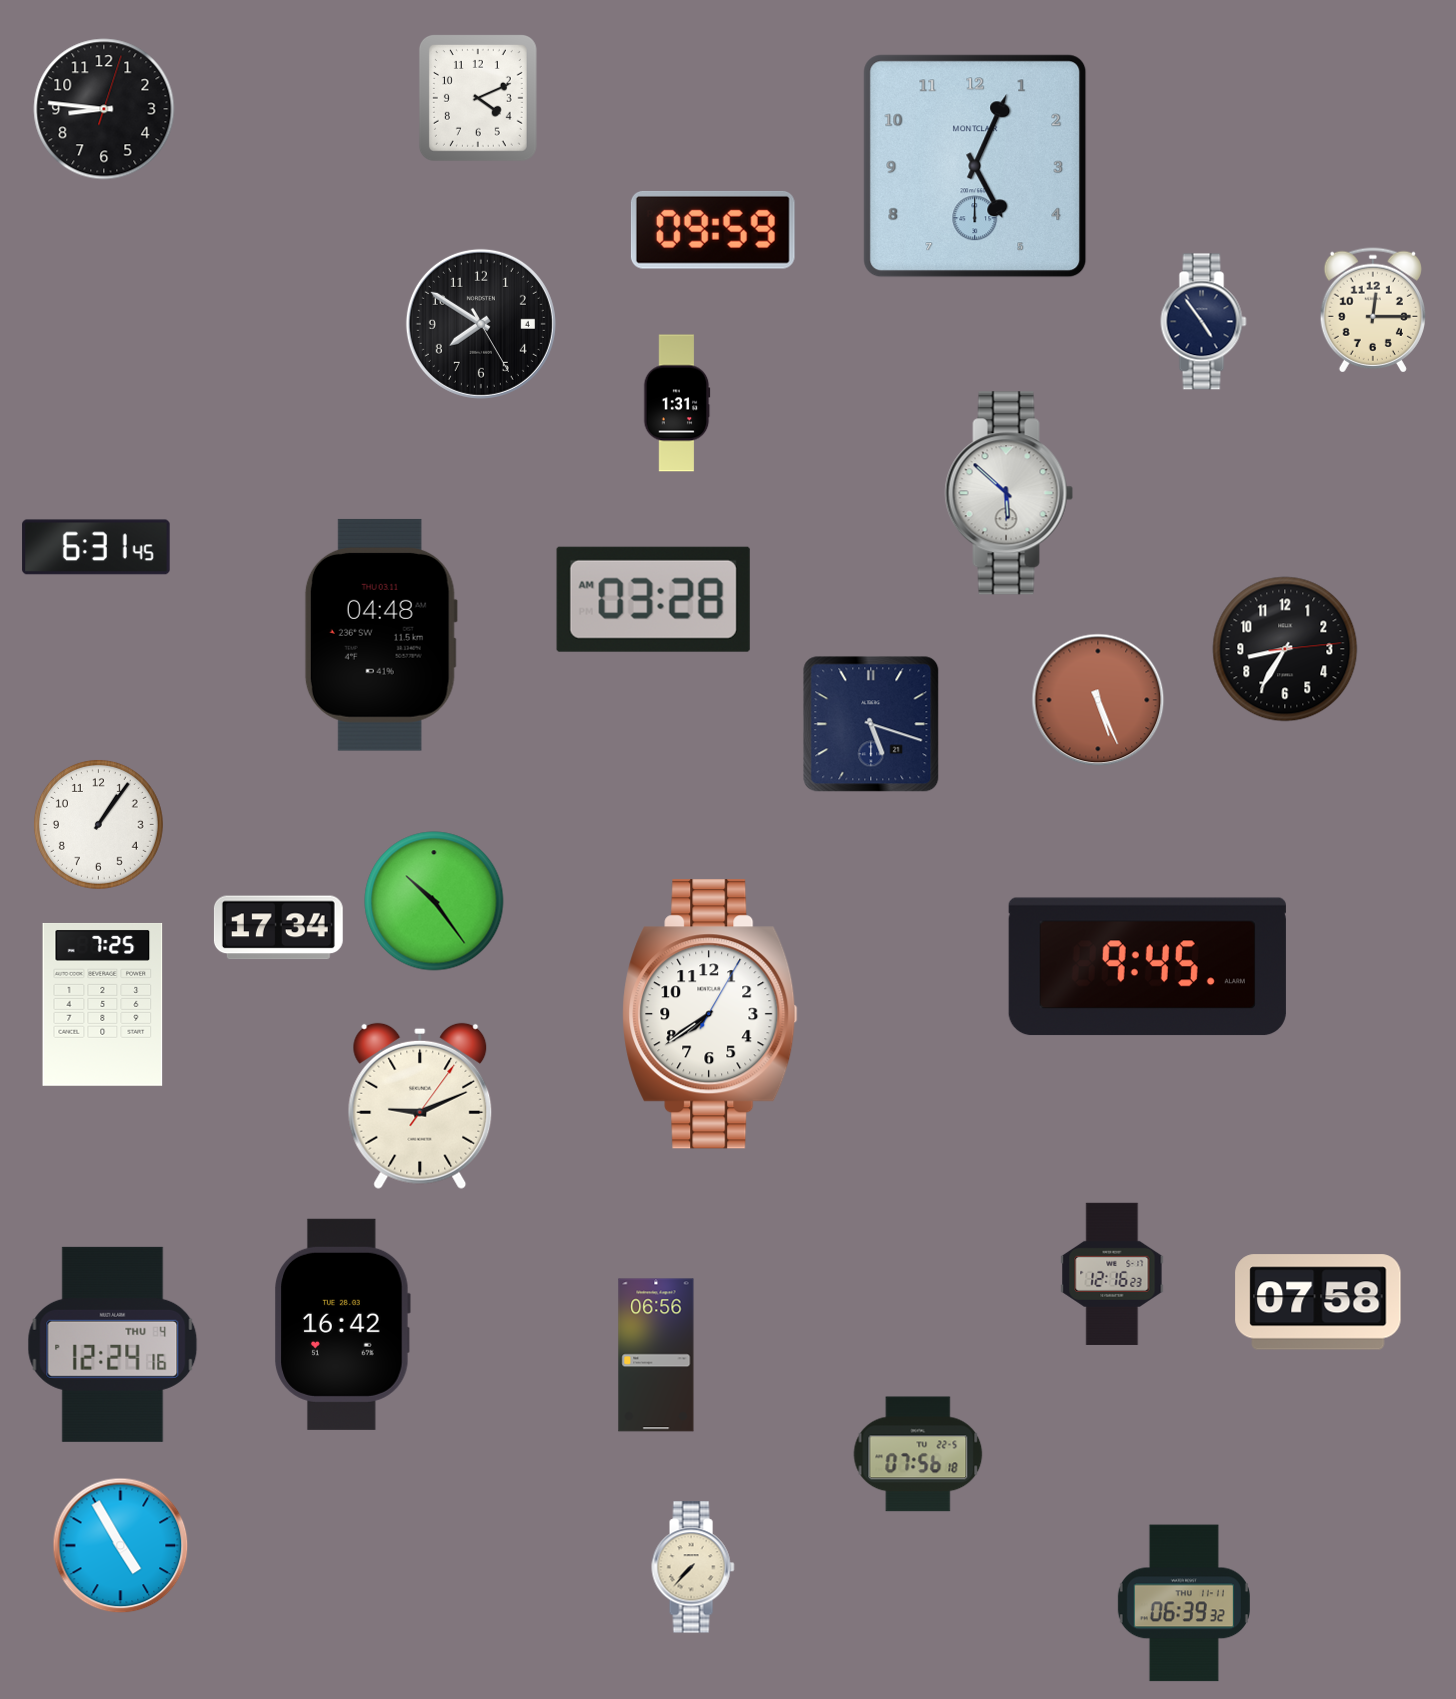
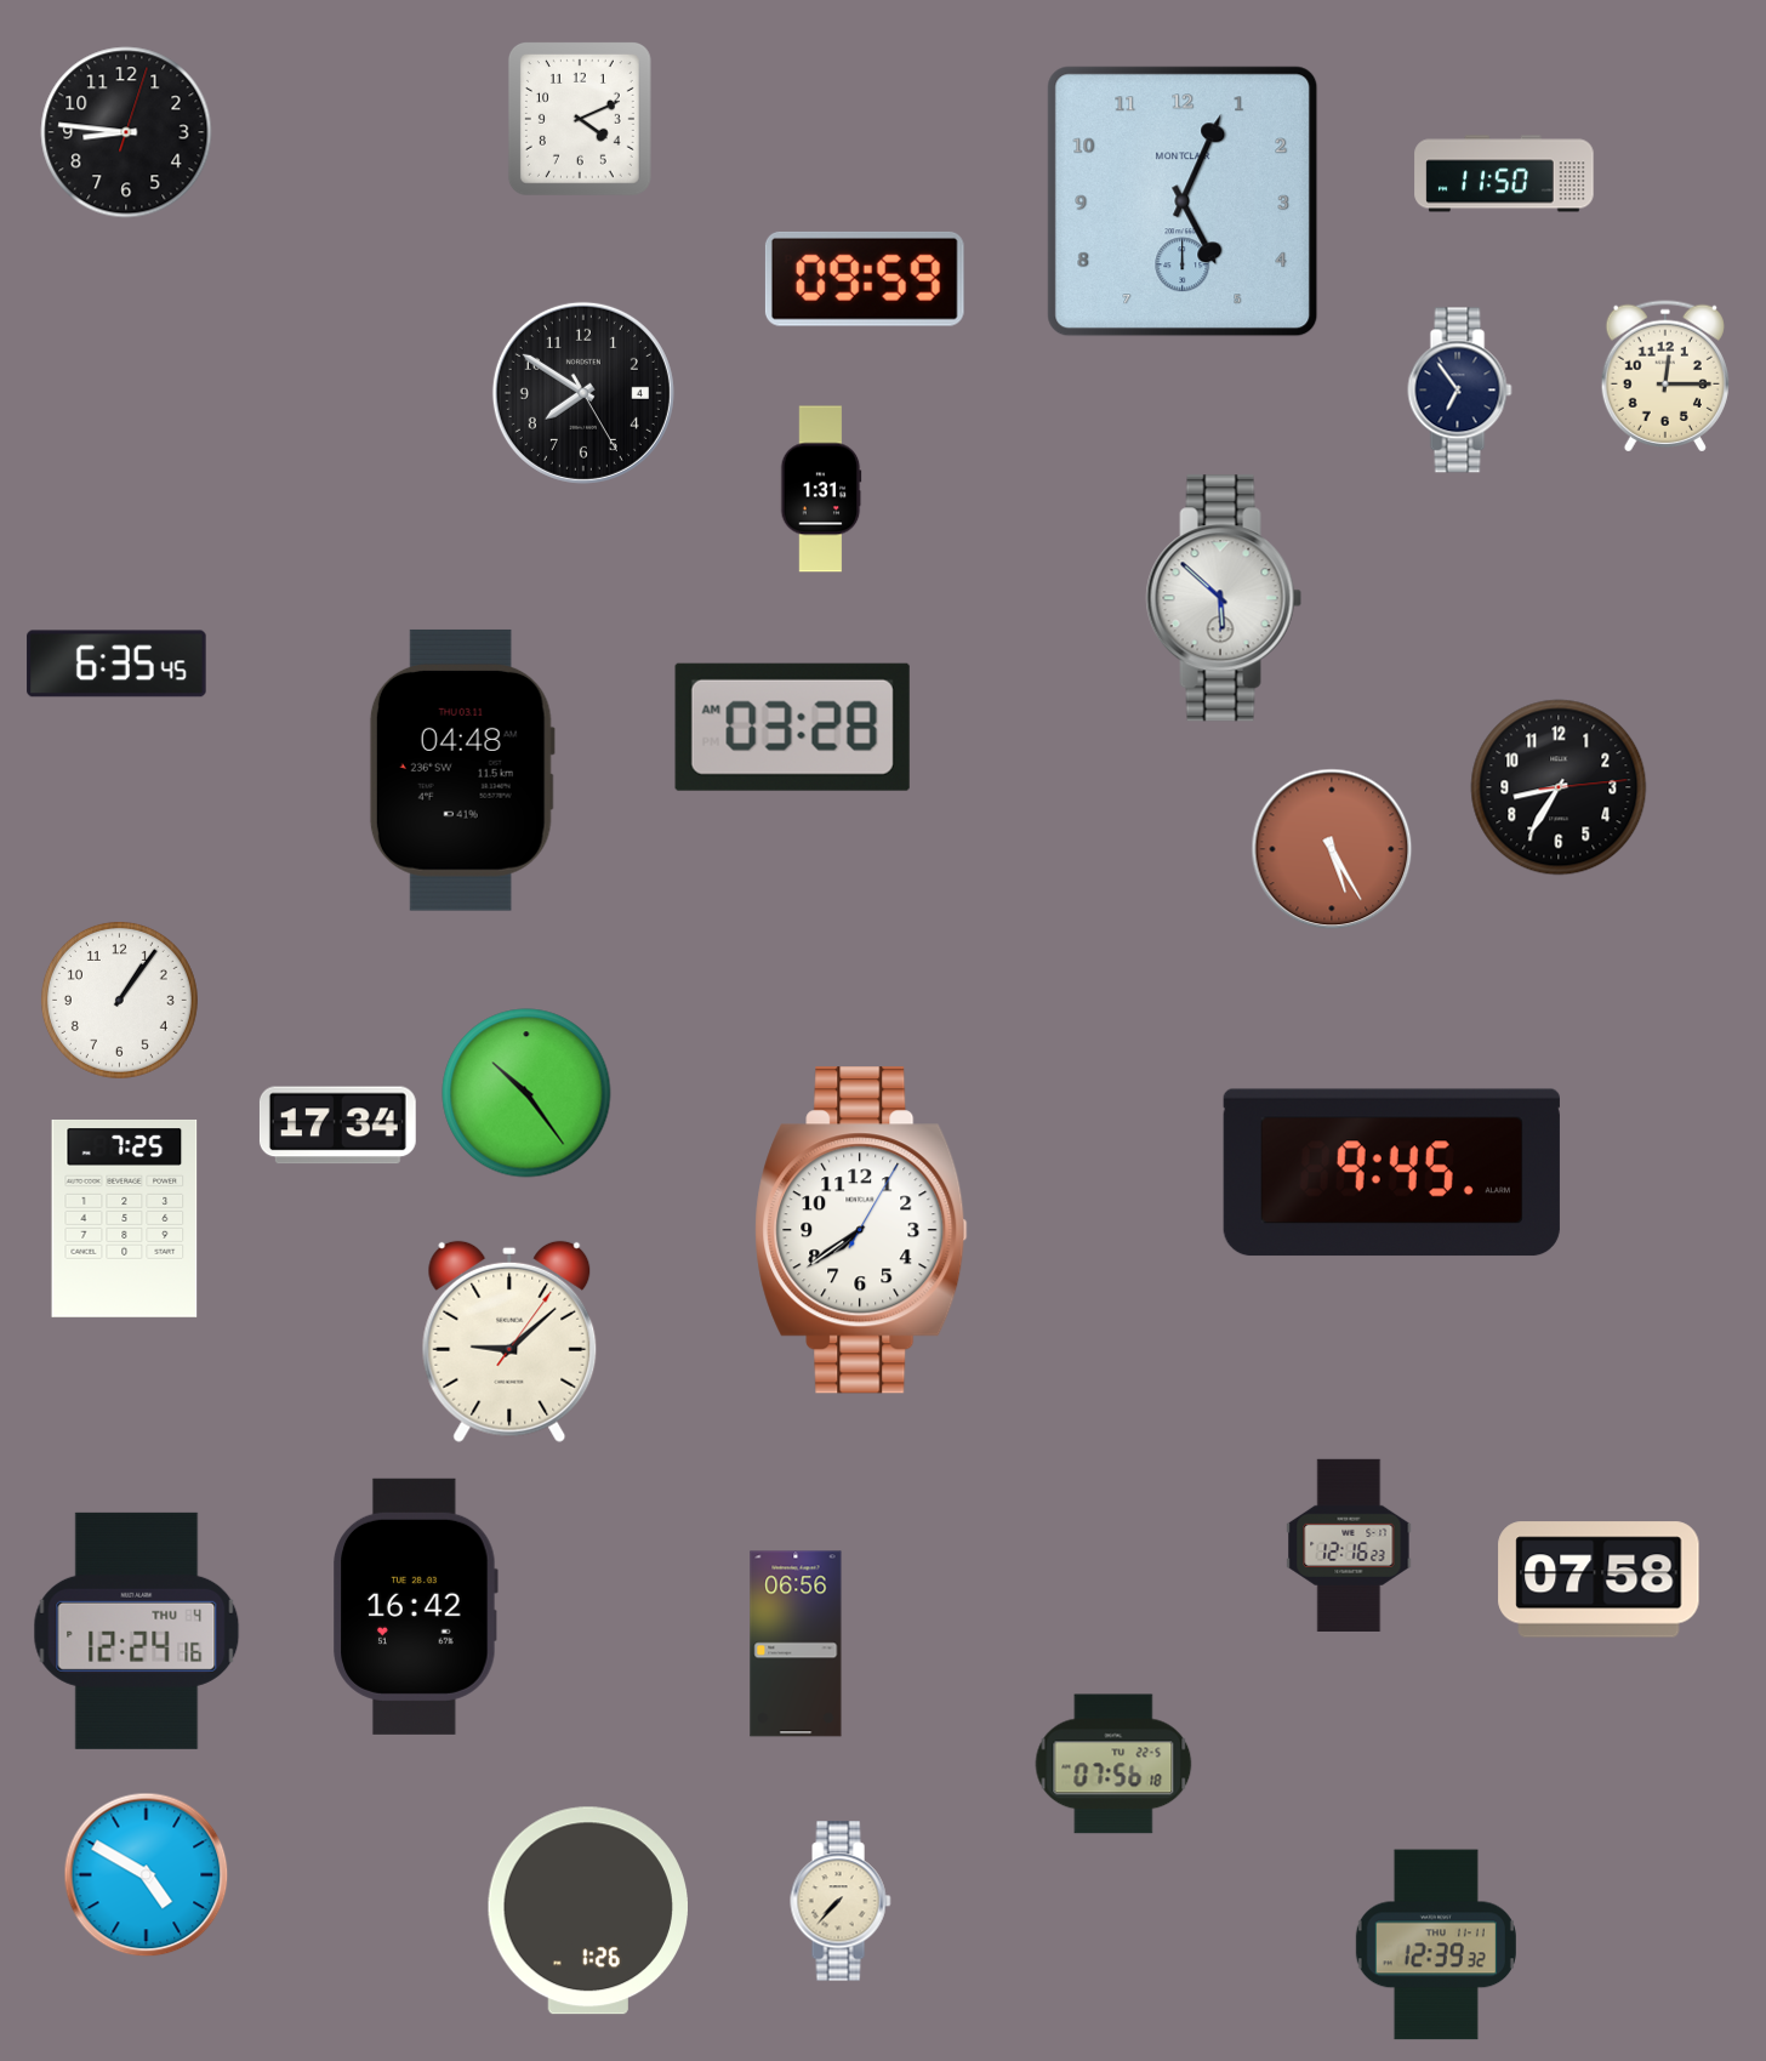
clock at (1504, 173): none -> 11:50
clock at (1204, 322): 4:54 -> 6:54
clock at (96, 547): 6:31 -> 6:35
clock at (1098, 700): 5:26 -> 5:25
clock at (871, 724): 5:18 -> none
clock at (420, 1106): 9:11 -> 9:08
clock at (121, 1546): 4:55 -> 4:50
clock at (587, 1911): none -> 1:26
clock at (1184, 1603): 06:39 -> 12:39
